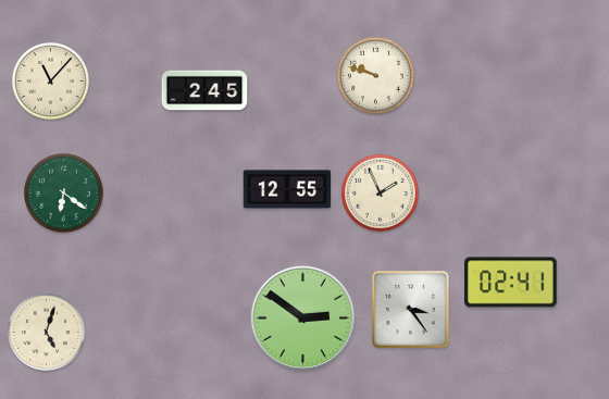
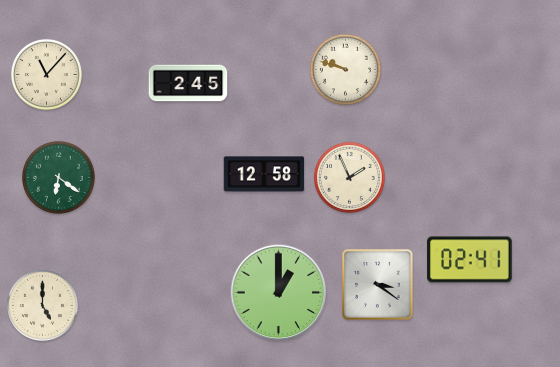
clock at (287, 189): 12:55 -> 12:58
clock at (411, 310): 3:24 -> 3:21
clock at (303, 319): 2:51 -> 1:00
clock at (46, 332): 5:03 -> 5:00
